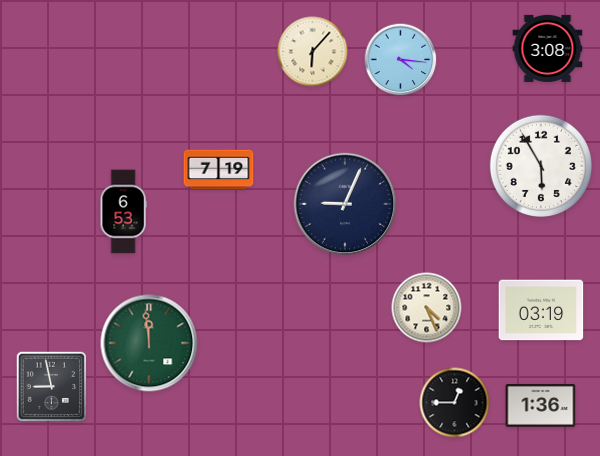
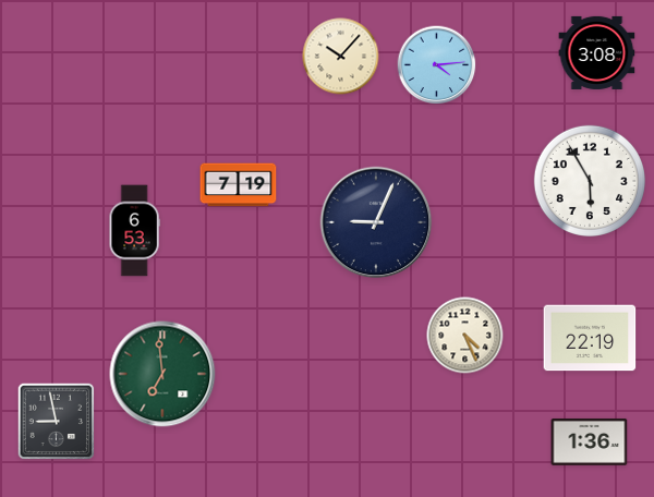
clock at (313, 52): 6:07 -> 10:07
clock at (401, 60): 4:16 -> 4:14
clock at (541, 310): 03:19 -> 22:19
clock at (149, 343): 11:59 -> 6:59
clock at (455, 403): 12:45 -> none
